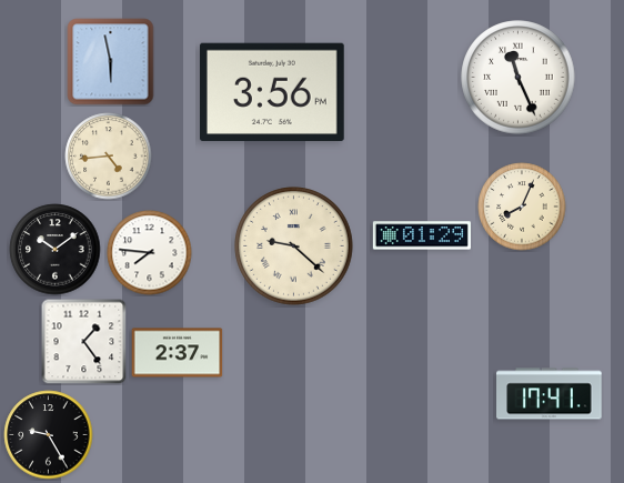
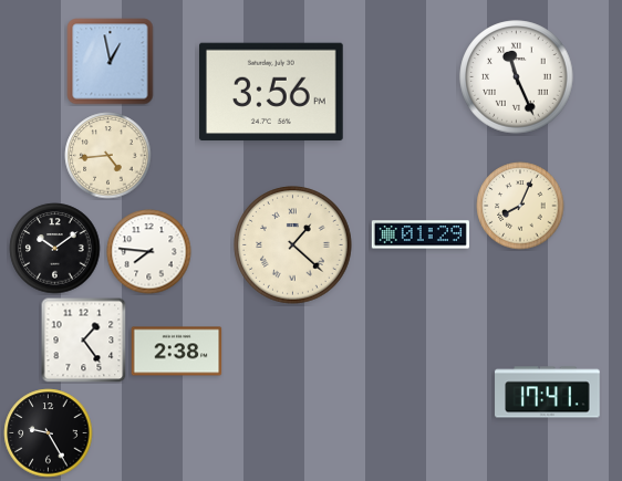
clock at (111, 62): 5:58 -> 12:58
clock at (294, 246): 9:22 -> 1:22
clock at (178, 353): 2:37 -> 2:38
